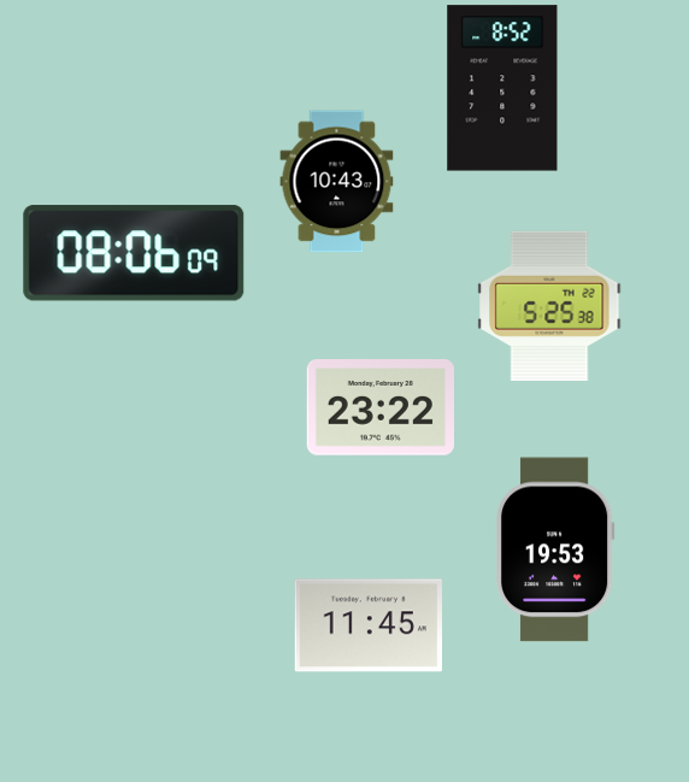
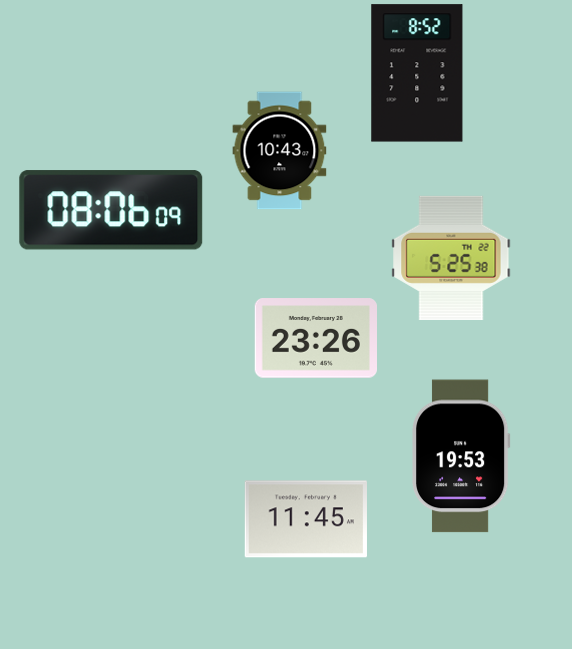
clock at (549, 306) position: (549, 306) -> (451, 258)
clock at (379, 407): 23:22 -> 23:26
